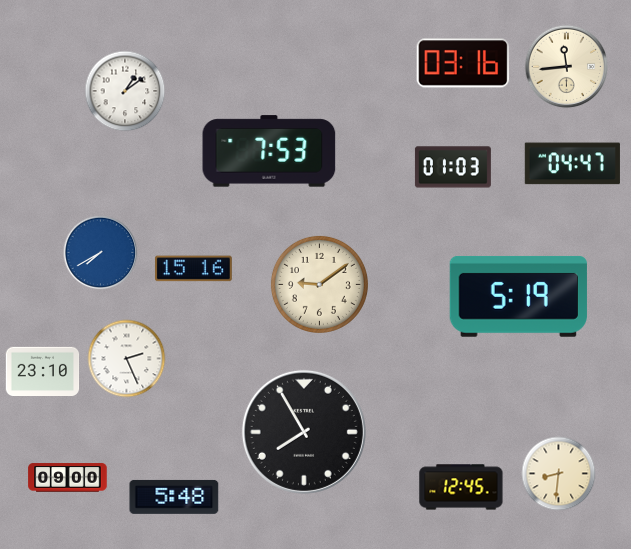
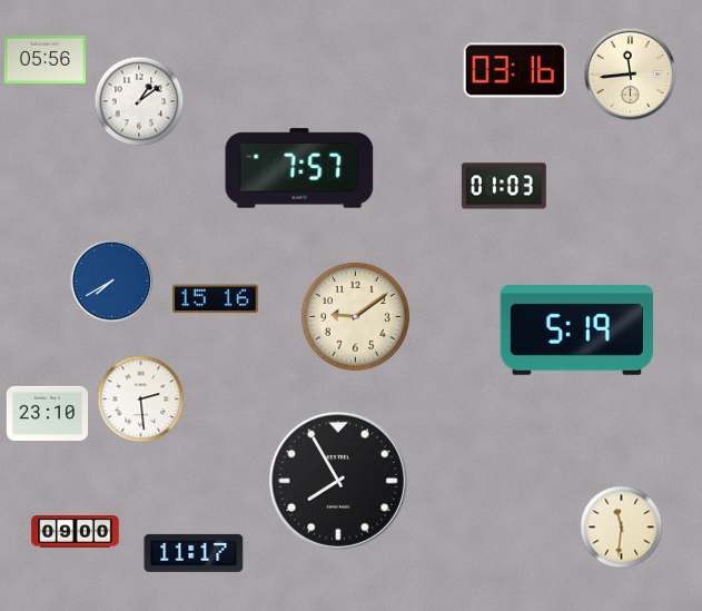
clock at (45, 59): none -> 05:56
clock at (269, 151): 7:53 -> 7:57
clock at (572, 164): 04:47 -> none
clock at (127, 359): 2:26 -> 2:29
clock at (559, 474): 8:31 -> 11:31
clock at (461, 487): 12:45 -> none
clock at (174, 497): 5:48 -> 11:17
